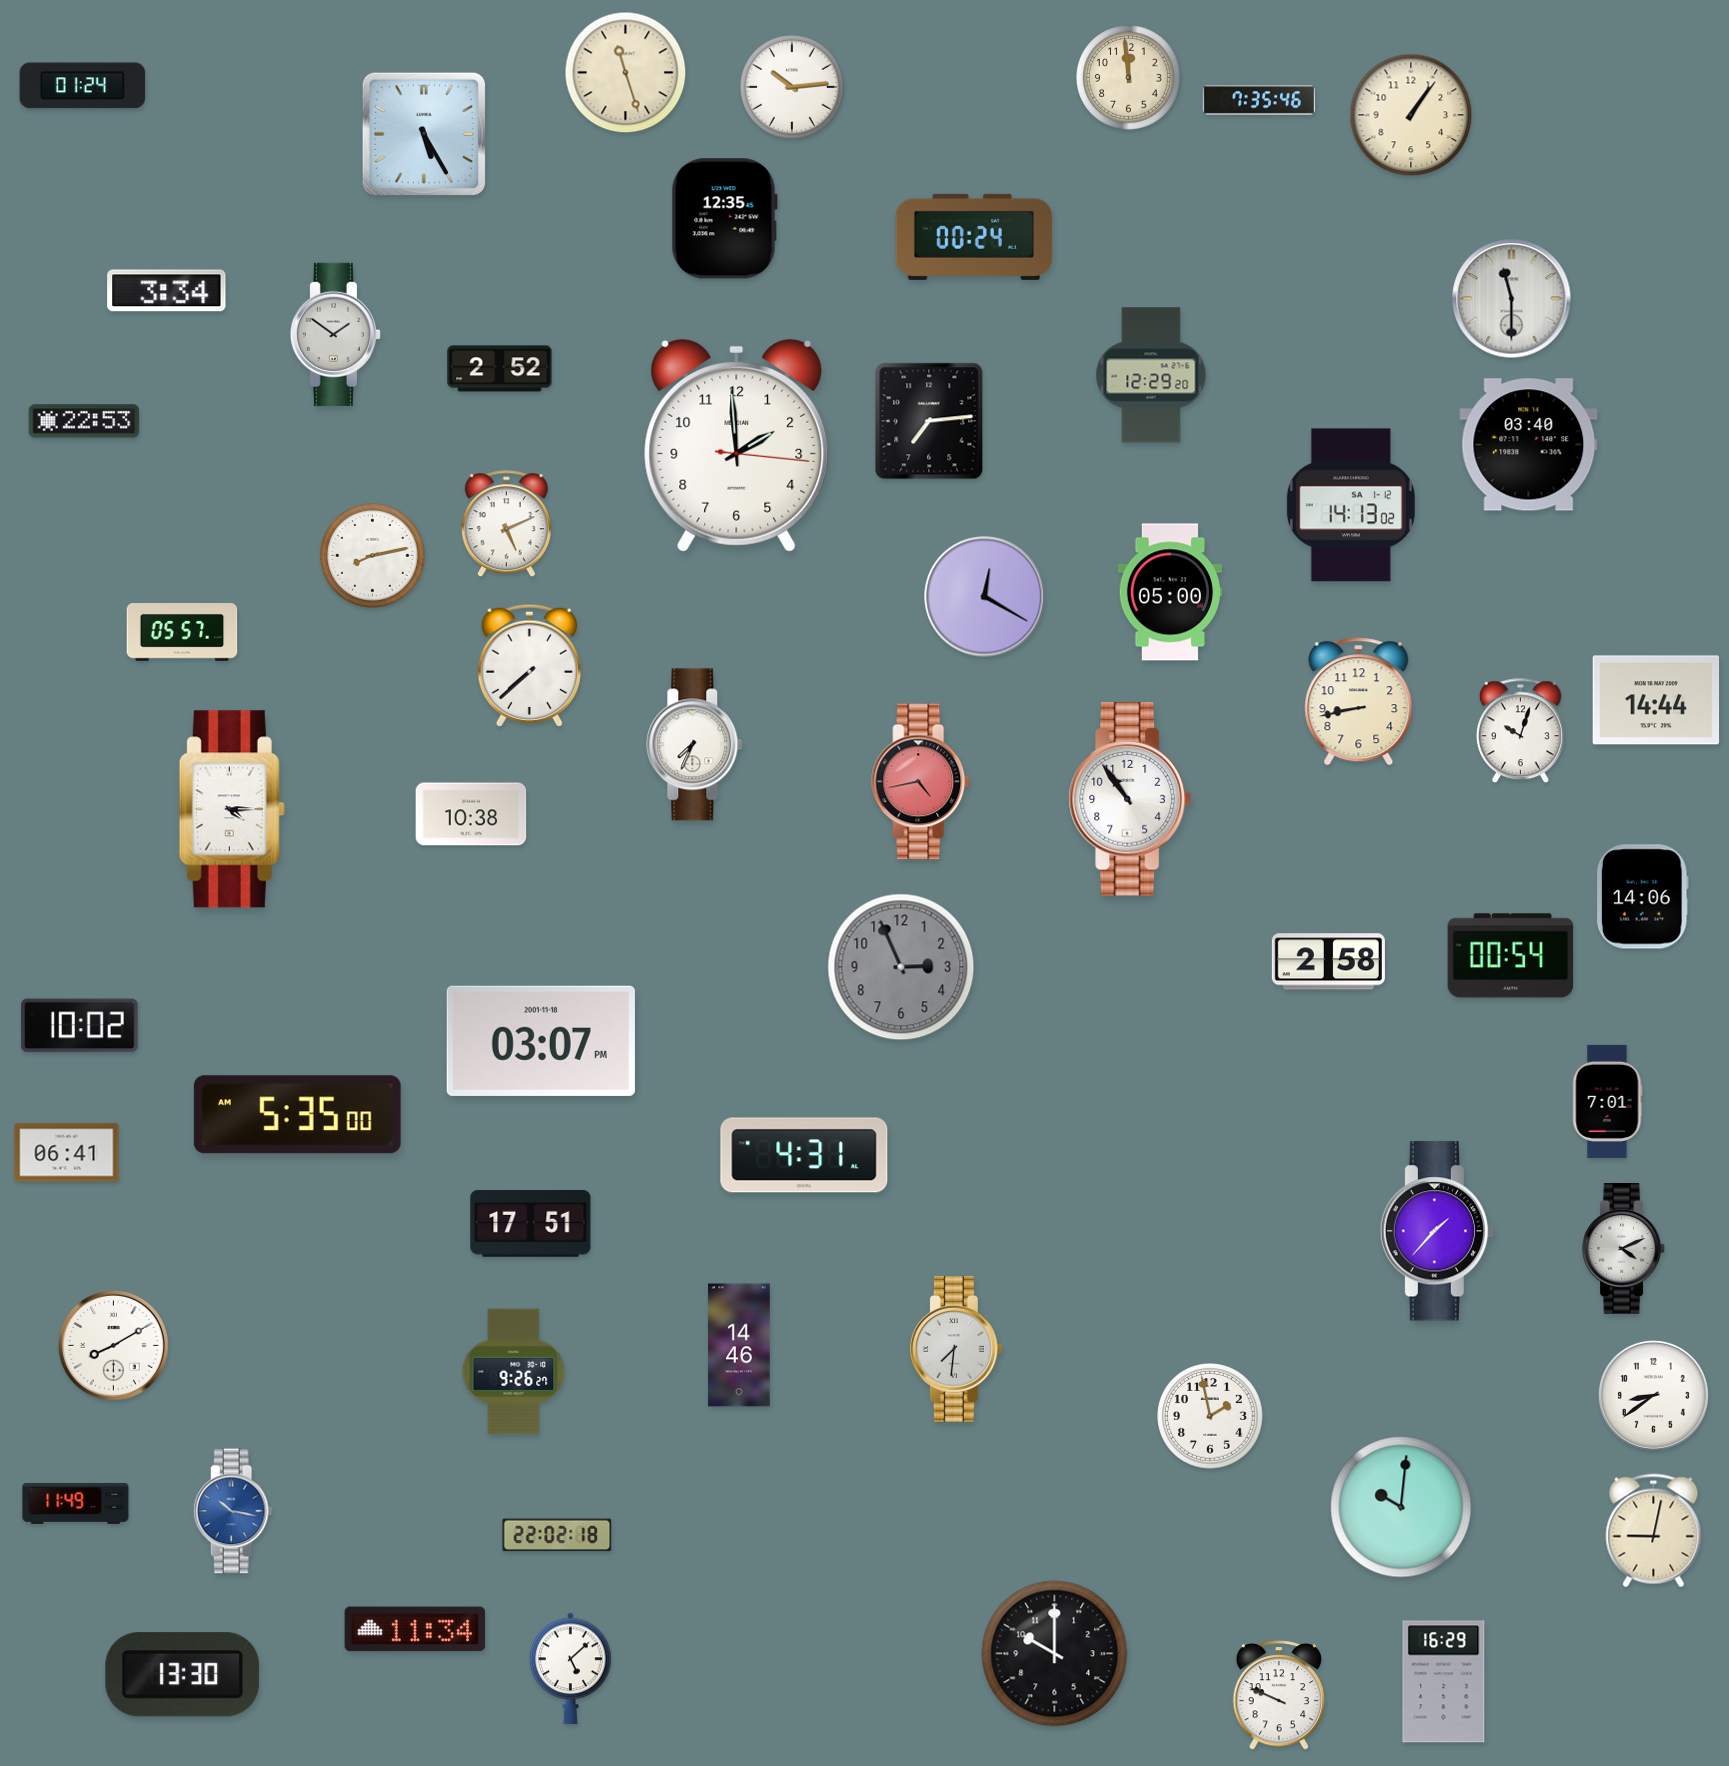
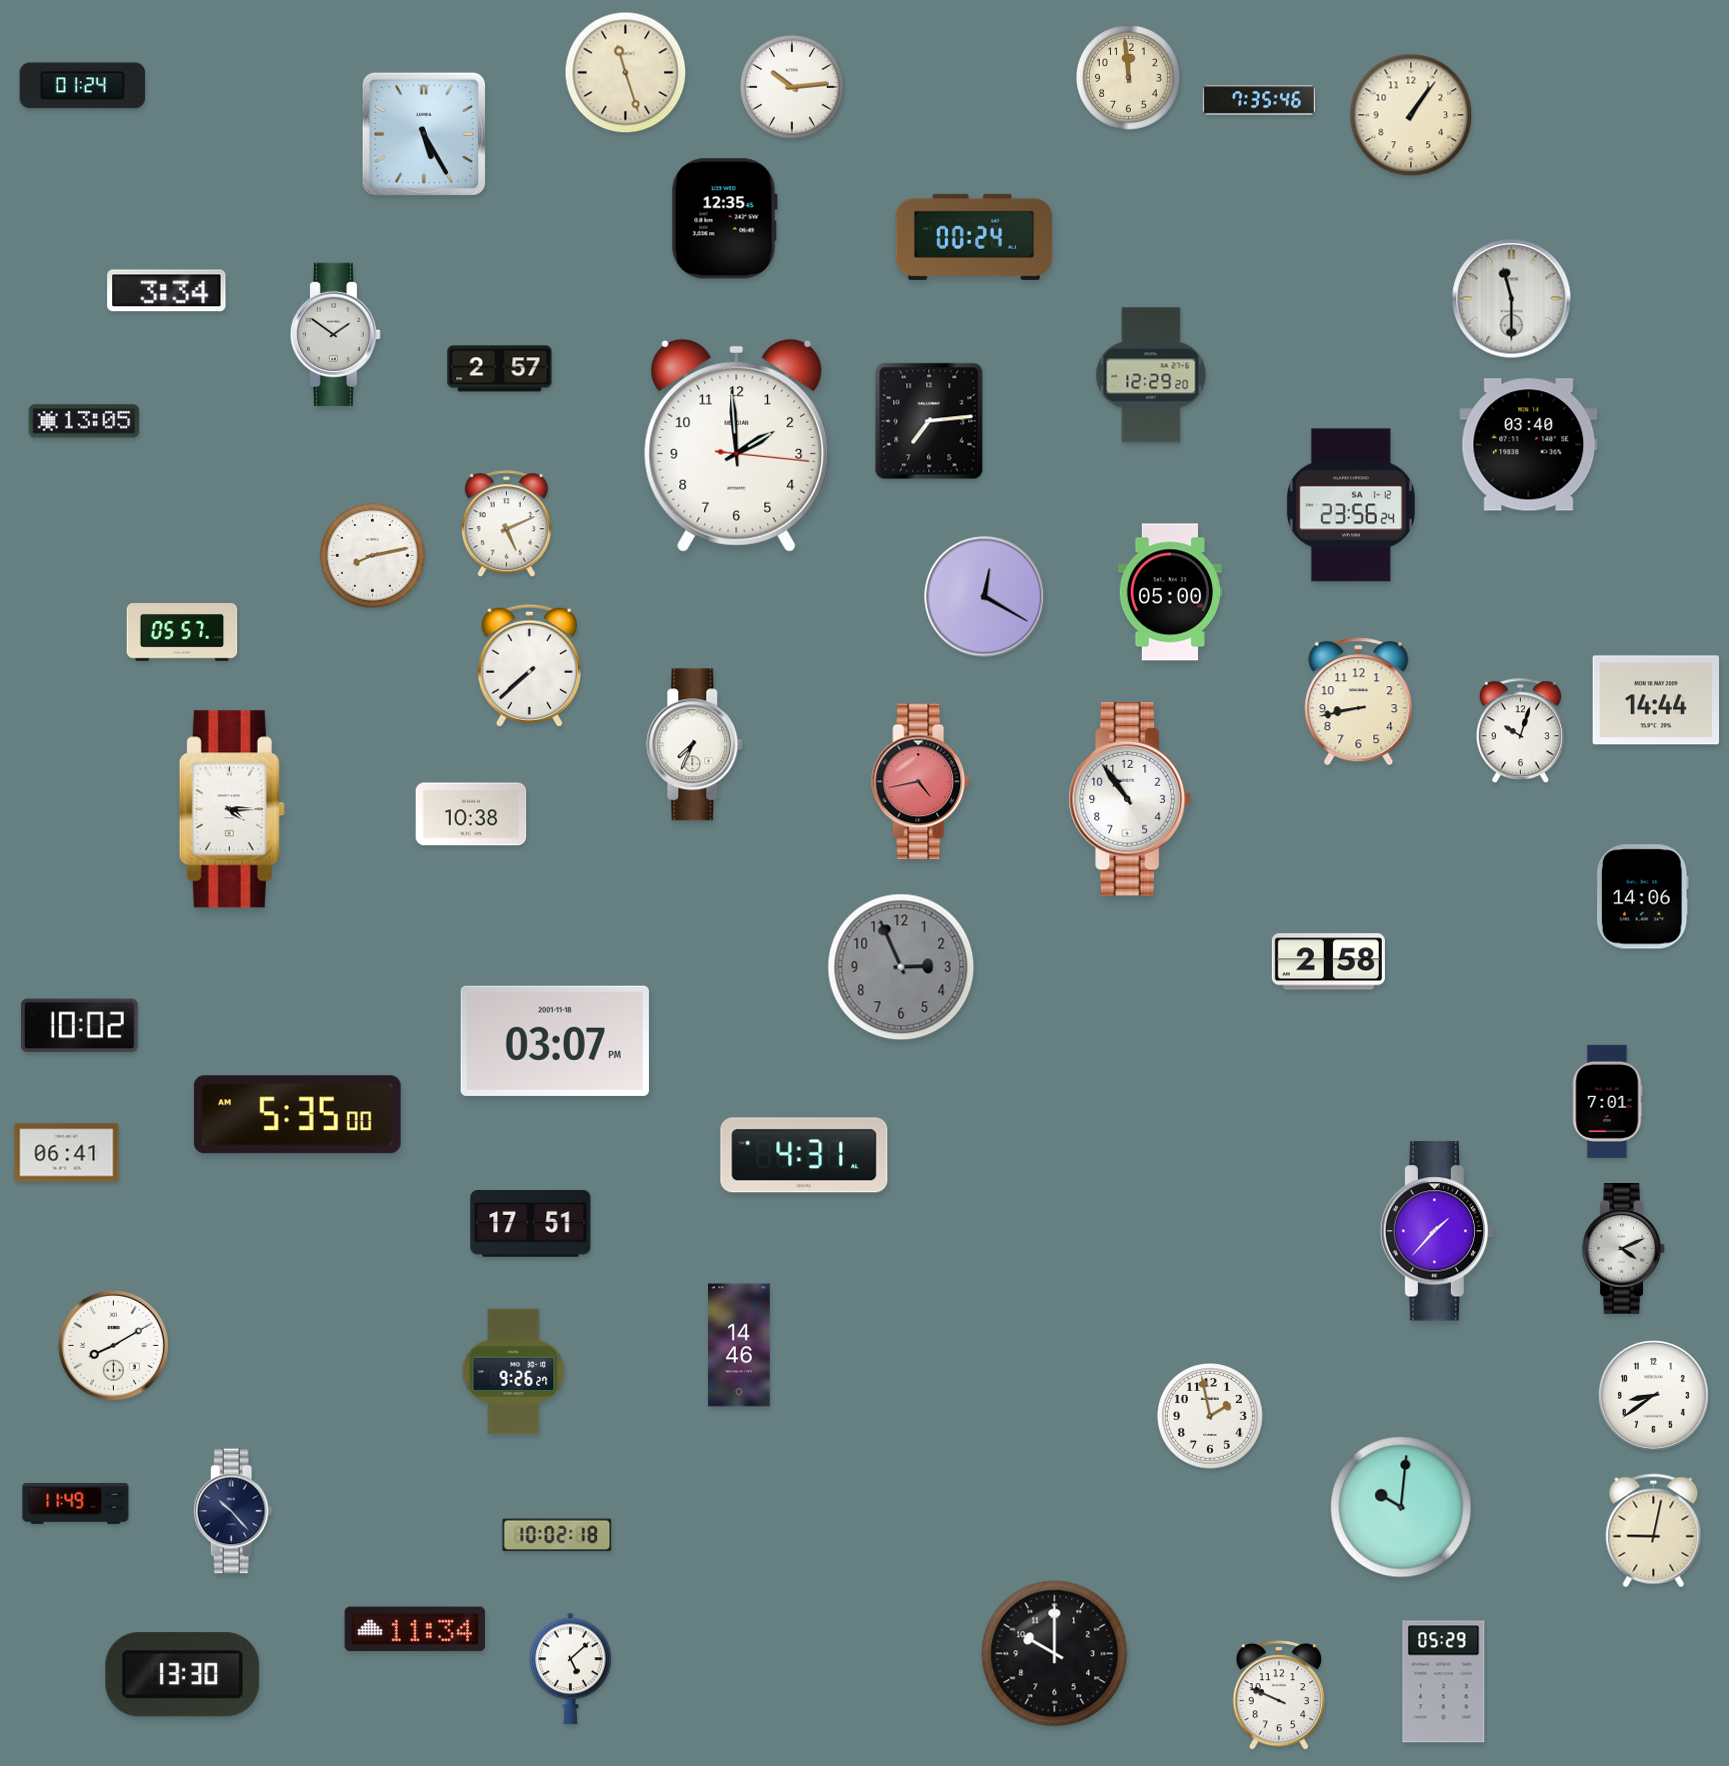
clock at (500, 369): 2:52 -> 2:57
clock at (84, 421): 22:53 -> 13:05
clock at (1351, 505): 14:13 -> 23:56
clock at (1511, 956): 00:54 -> none
clock at (541, 1041) position: (541, 1041) -> (555, 1041)
clock at (956, 1349): 7:31 -> none
clock at (233, 1511): 10:17 -> 10:23
clock at (233, 1511) dial: blue -> navy
clock at (557, 1535): 22:02 -> 10:02
clock at (1444, 1682): 16:29 -> 05:29
